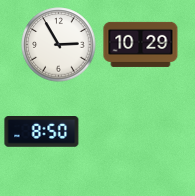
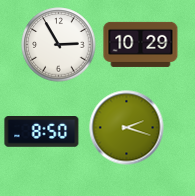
clock at (127, 128): none -> 2:18
